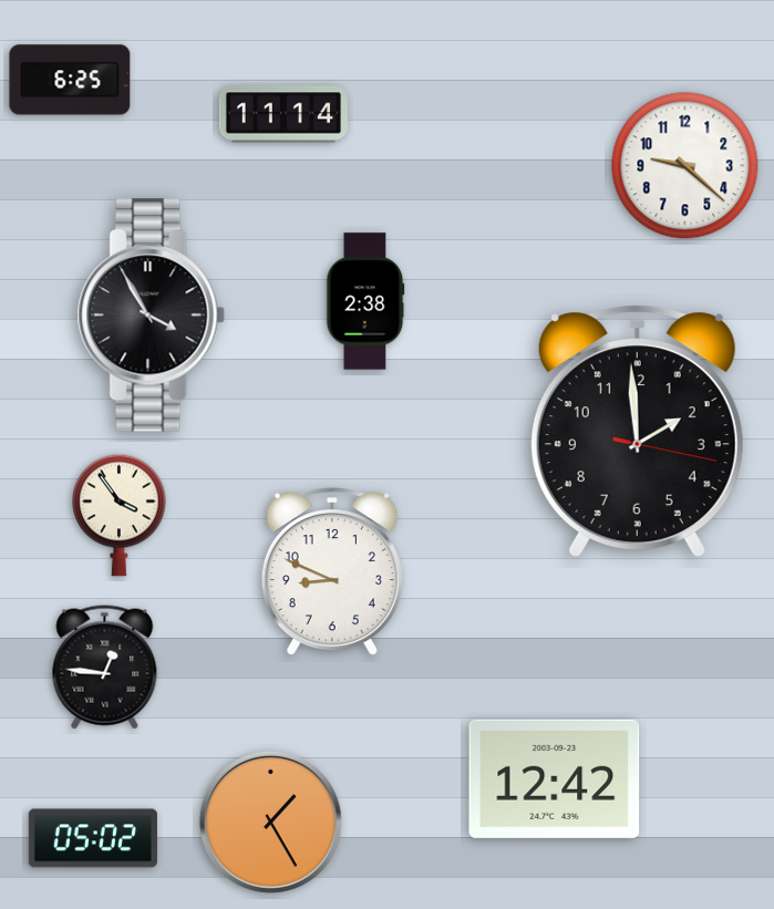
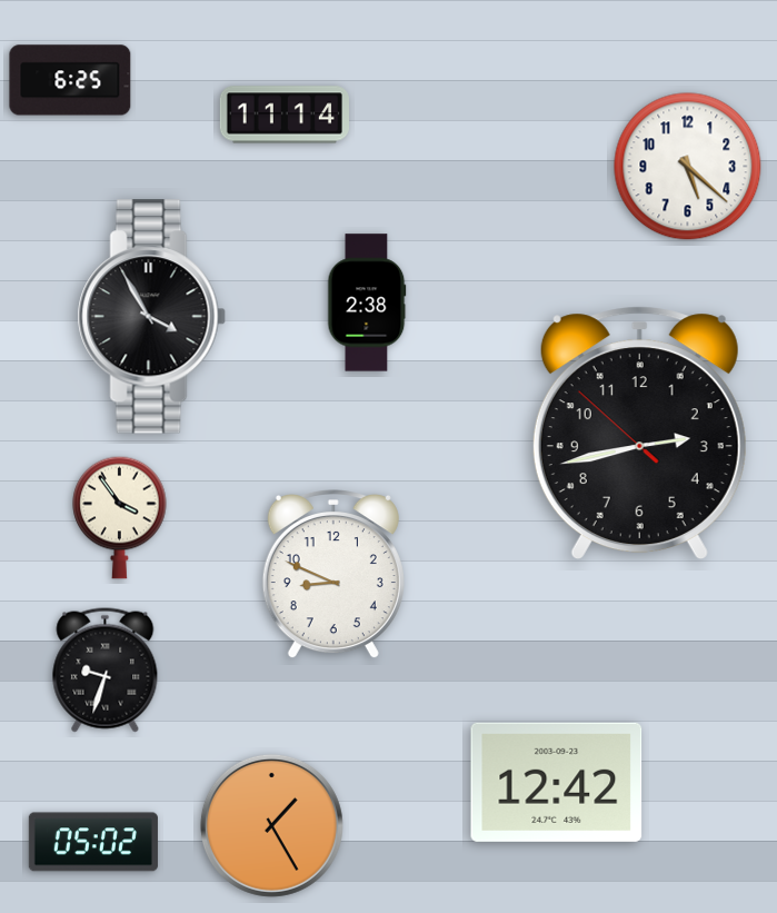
clock at (685, 166): 9:22 -> 5:22
clock at (637, 431): 1:59 -> 2:42
clock at (105, 668): 12:46 -> 9:33
